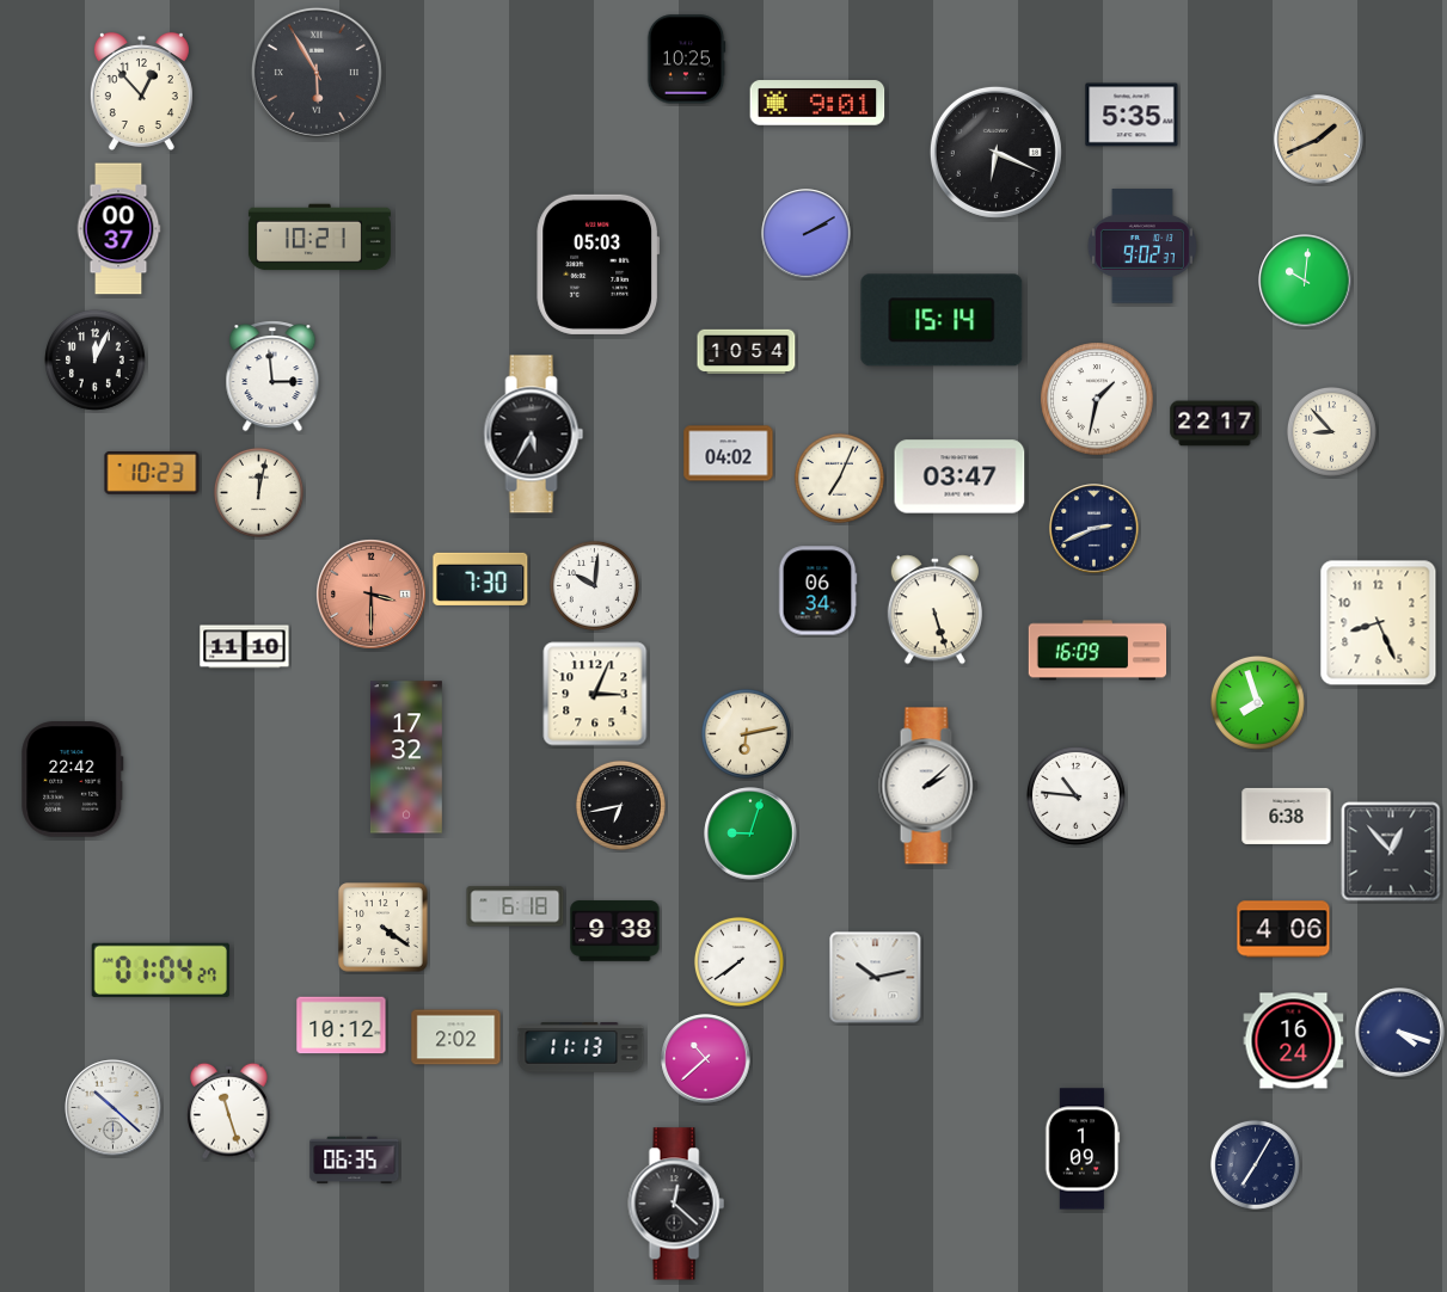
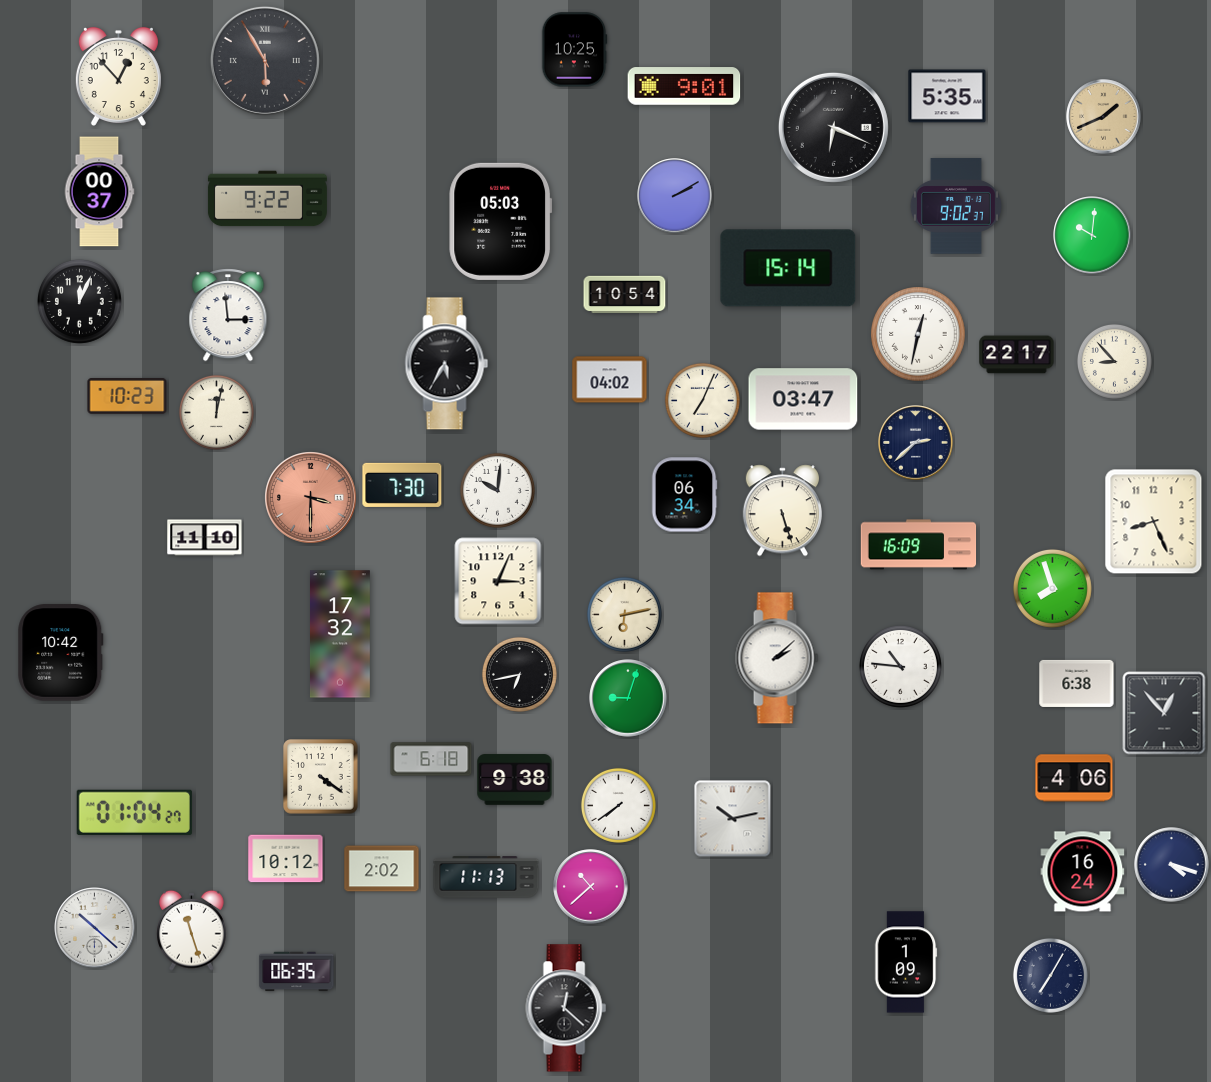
clock at (319, 238): 10:21 -> 9:22
clock at (1097, 399): 1:32 -> 12:32
clock at (1095, 529): 2:41 -> 2:38
clock at (245, 647) position: (245, 647) -> (205, 538)
clock at (73, 780): 22:42 -> 10:42
